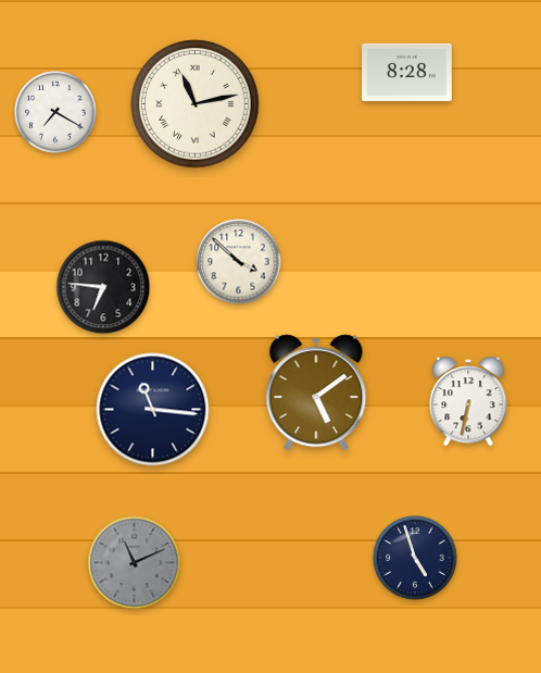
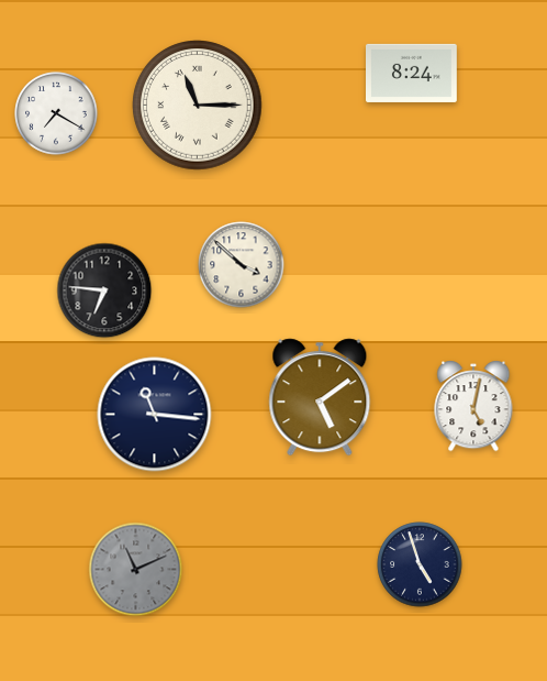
clock at (407, 72): 8:28 -> 8:24
clock at (196, 104): 11:13 -> 11:15
clock at (468, 401): 6:32 -> 5:02
